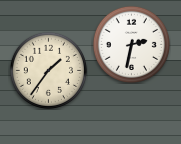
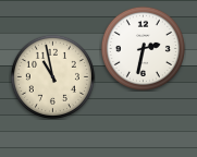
clock at (48, 70): 1:36 -> 10:58
